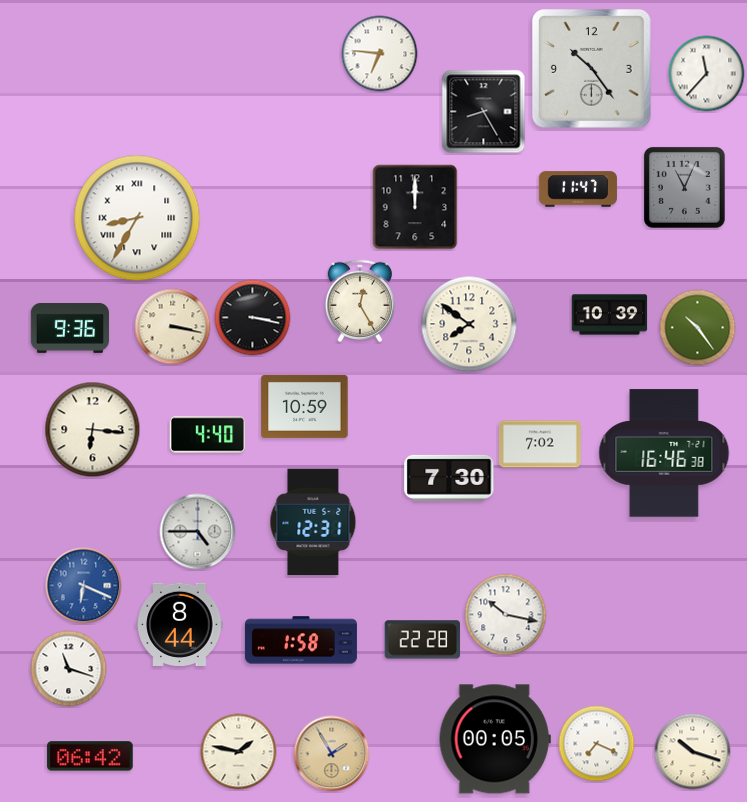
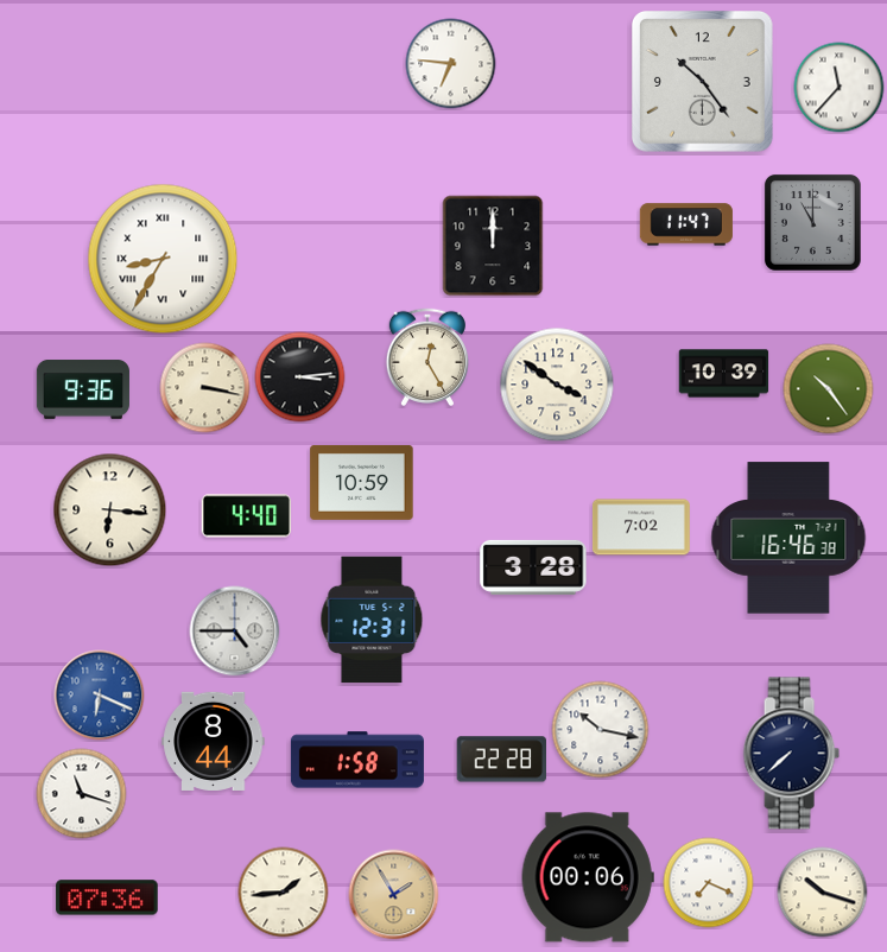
clock at (484, 112): 8:25 -> none
clock at (684, 187): 11:04 -> 11:00
clock at (253, 318): 3:17 -> 3:14
clock at (469, 324): 7:51 -> 3:51
clock at (449, 478): 7:30 -> 3:28
clock at (791, 754): none -> 7:38
clock at (495, 739): 00:05 -> 00:06
clock at (239, 752): 1:47 -> 1:44
clock at (90, 756): 06:42 -> 07:36
